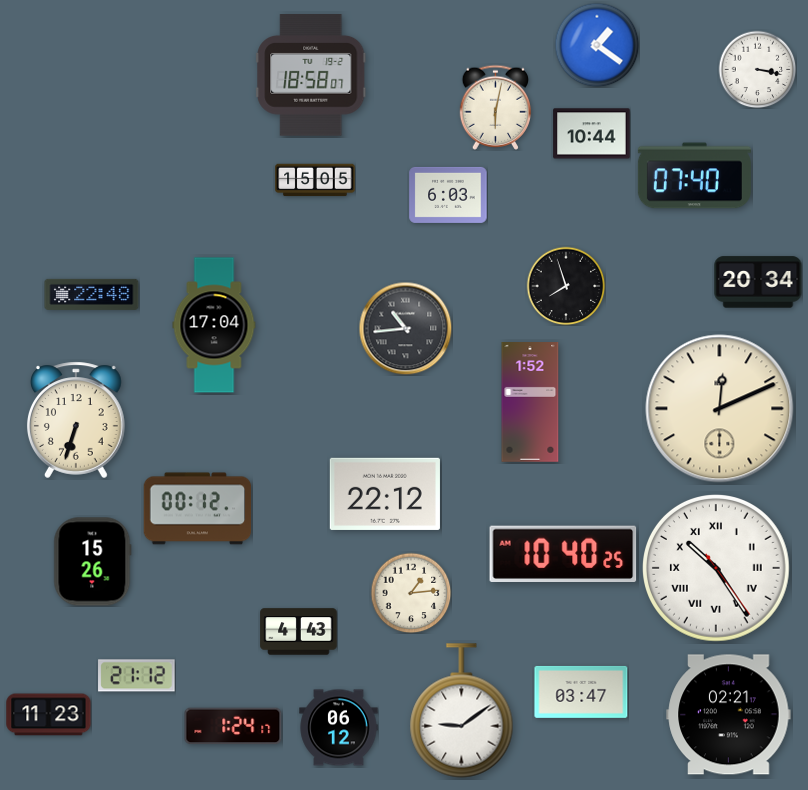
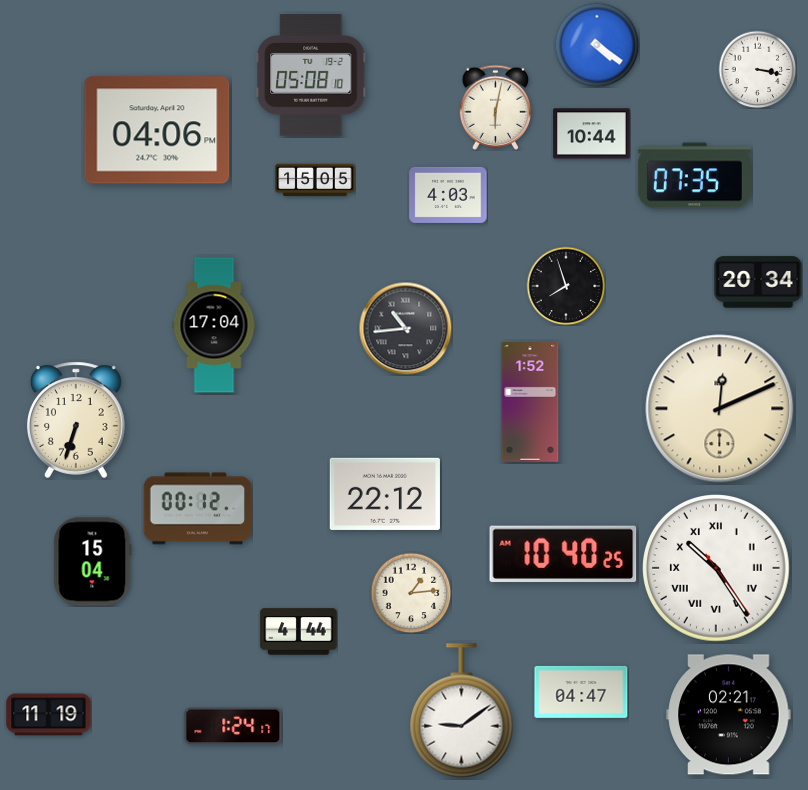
clock at (597, 45): 1:21 -> 4:21
clock at (311, 75): 18:58 -> 05:08
clock at (157, 130): none -> 04:06
clock at (694, 176): 07:40 -> 07:35
clock at (448, 195): 6:03 -> 4:03
clock at (92, 294): 22:48 -> none
clock at (93, 562): 15:26 -> 15:04
clock at (299, 632): 4:43 -> 4:44
clock at (137, 676): 21:12 -> none
clock at (581, 692): 03:47 -> 04:47
clock at (49, 715): 11:23 -> 11:19
clock at (339, 728): 06:12 -> none
